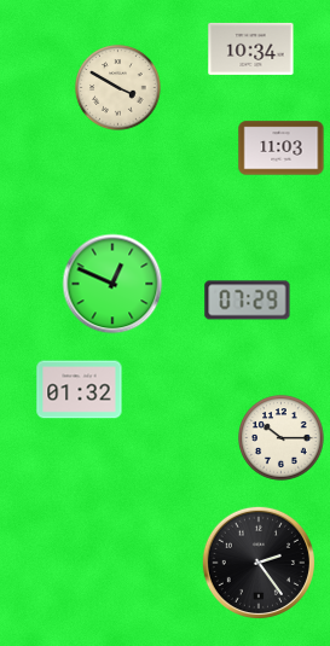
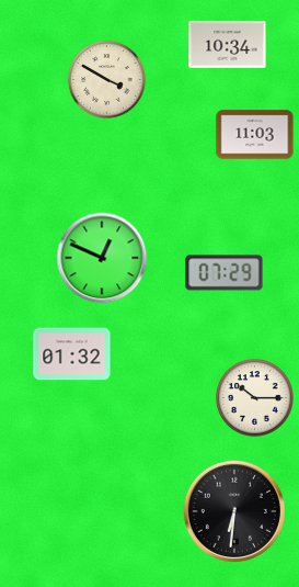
clock at (259, 563): 2:24 -> 6:31
